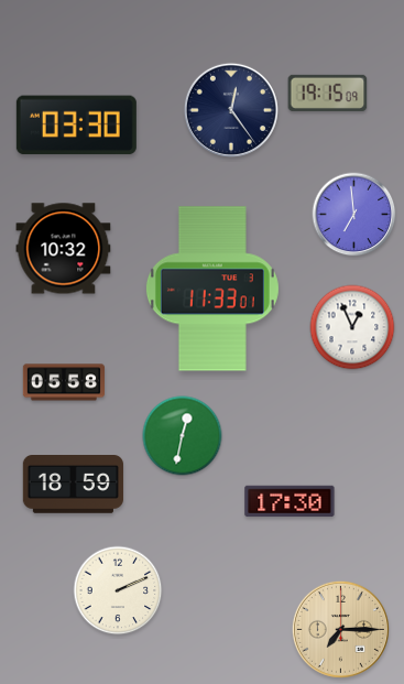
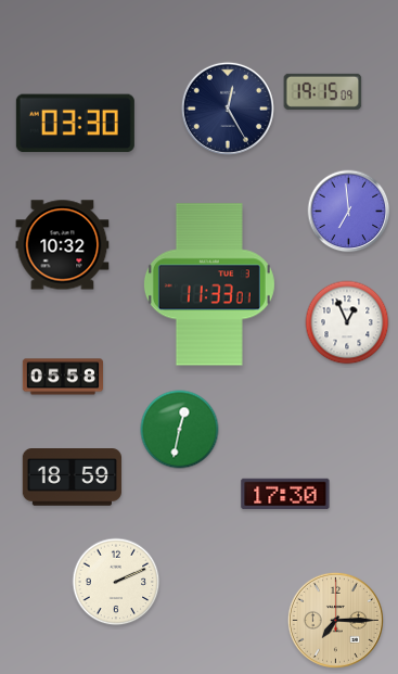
clock at (231, 110): 12:24 -> 12:25
